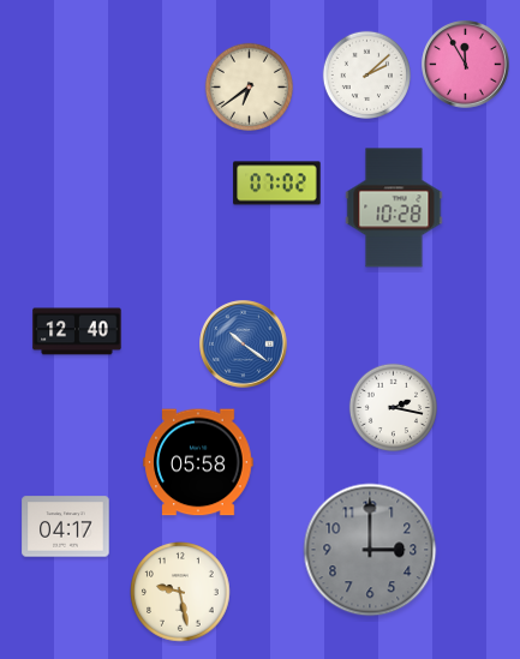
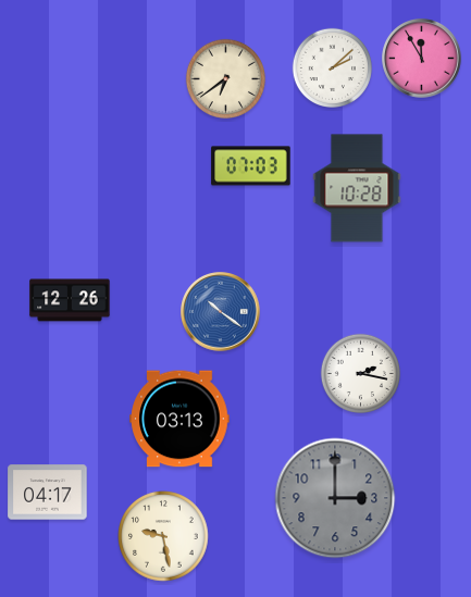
clock at (277, 184): 07:02 -> 07:03
clock at (77, 331): 12:40 -> 12:26
clock at (393, 407) position: (393, 407) -> (360, 373)
clock at (198, 462): 05:58 -> 03:13
clock at (66, 527) position: (66, 527) -> (48, 493)
